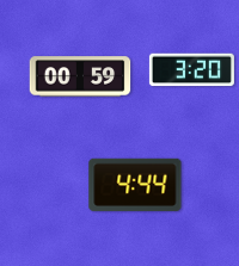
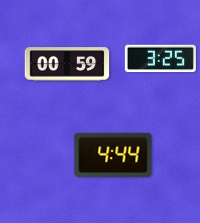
clock at (191, 70): 3:20 -> 3:25
